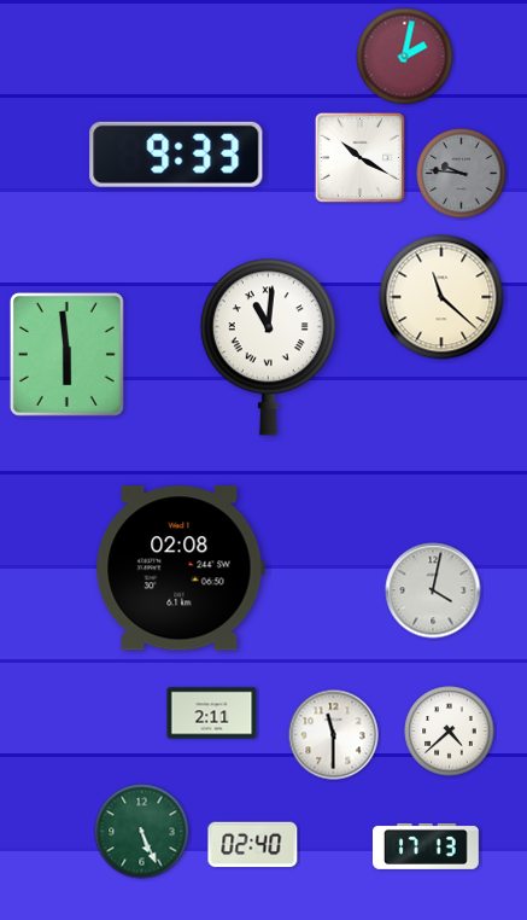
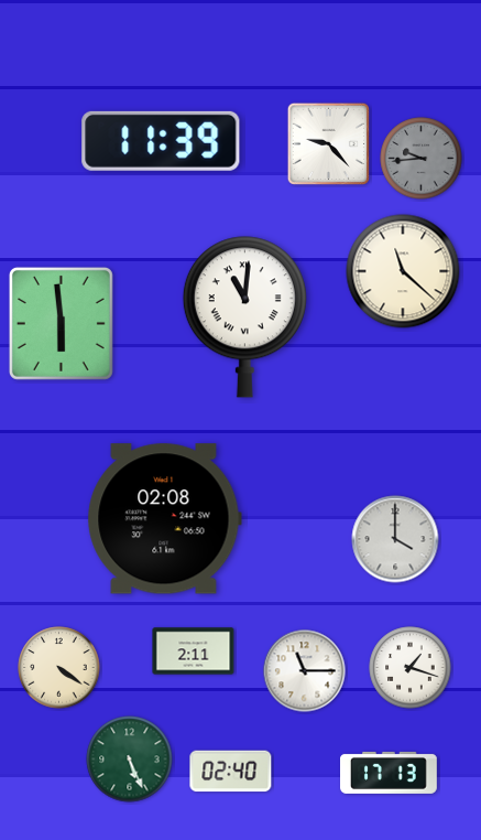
clock at (405, 57): 2:02 -> none
clock at (176, 155): 9:33 -> 11:39
clock at (359, 157): 10:20 -> 9:23
clock at (462, 174): 9:46 -> 9:44
clock at (433, 590): 4:02 -> 4:00
clock at (59, 668): none -> 4:21
clock at (450, 732): 4:38 -> 1:18
clock at (334, 735): 11:30 -> 11:15
